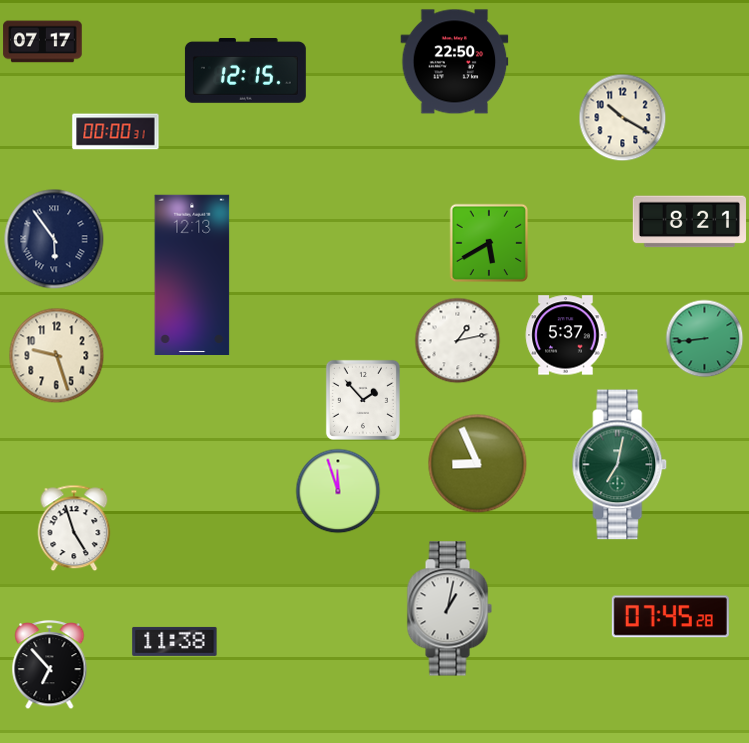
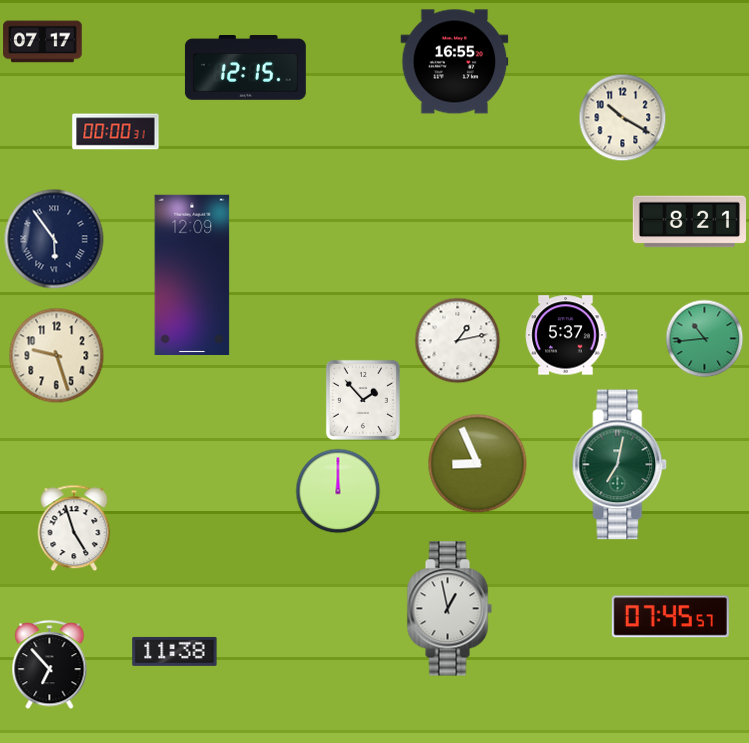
clock at (455, 62): 22:50 -> 16:55
clock at (245, 71) position: (245, 71) -> (245, 68)
clock at (489, 243): 5:40 -> none
clock at (192, 274): 12:13 -> 12:09
clock at (704, 338): 8:44 -> 10:44
clock at (338, 491): 11:57 -> 12:00
clock at (449, 609): 1:02 -> 12:58
clock at (670, 617): 07:45:28 -> 07:45:57
clock at (175, 641) position: (175, 641) -> (175, 651)
